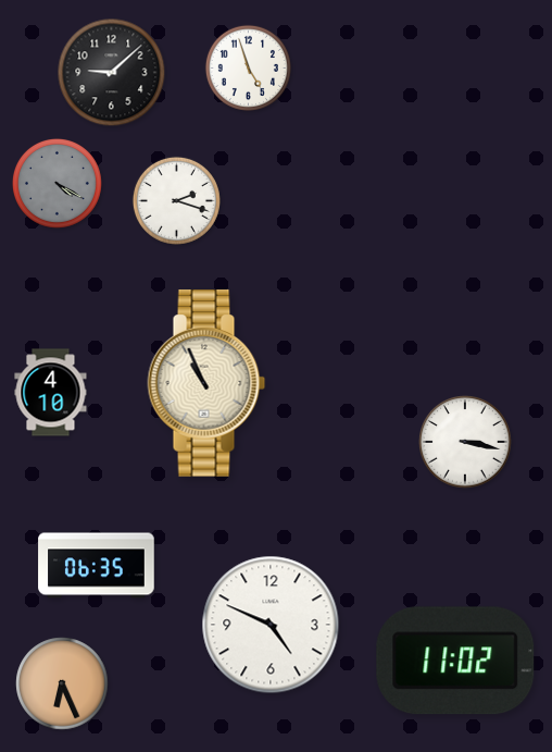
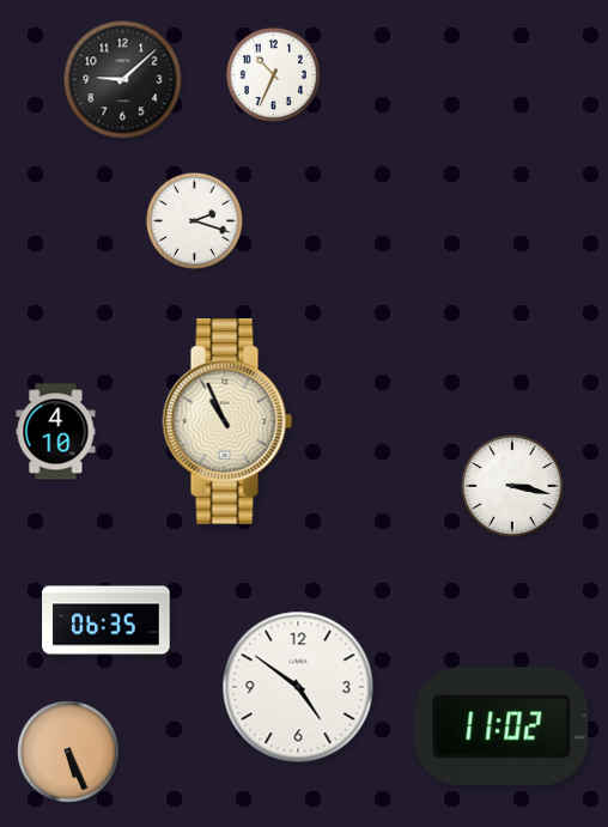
clock at (248, 67): 4:57 -> 10:34
clock at (57, 183): 4:20 -> none
clock at (271, 625): 4:49 -> 4:51
clock at (62, 683): 6:26 -> 5:26
